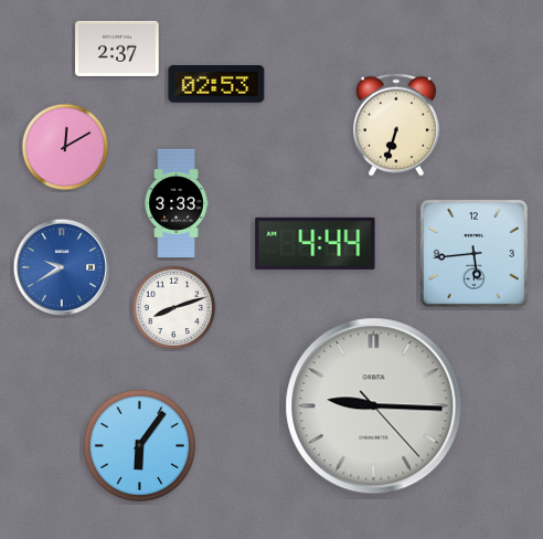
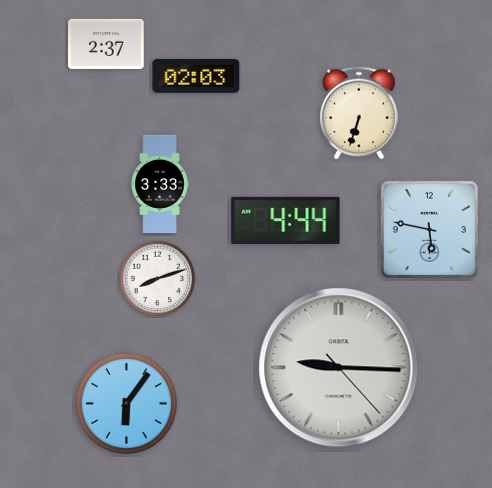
clock at (216, 85): 02:53 -> 02:03
clock at (65, 147): 12:10 -> none
clock at (473, 253): 5:44 -> 5:47
clock at (62, 267): 9:40 -> none
